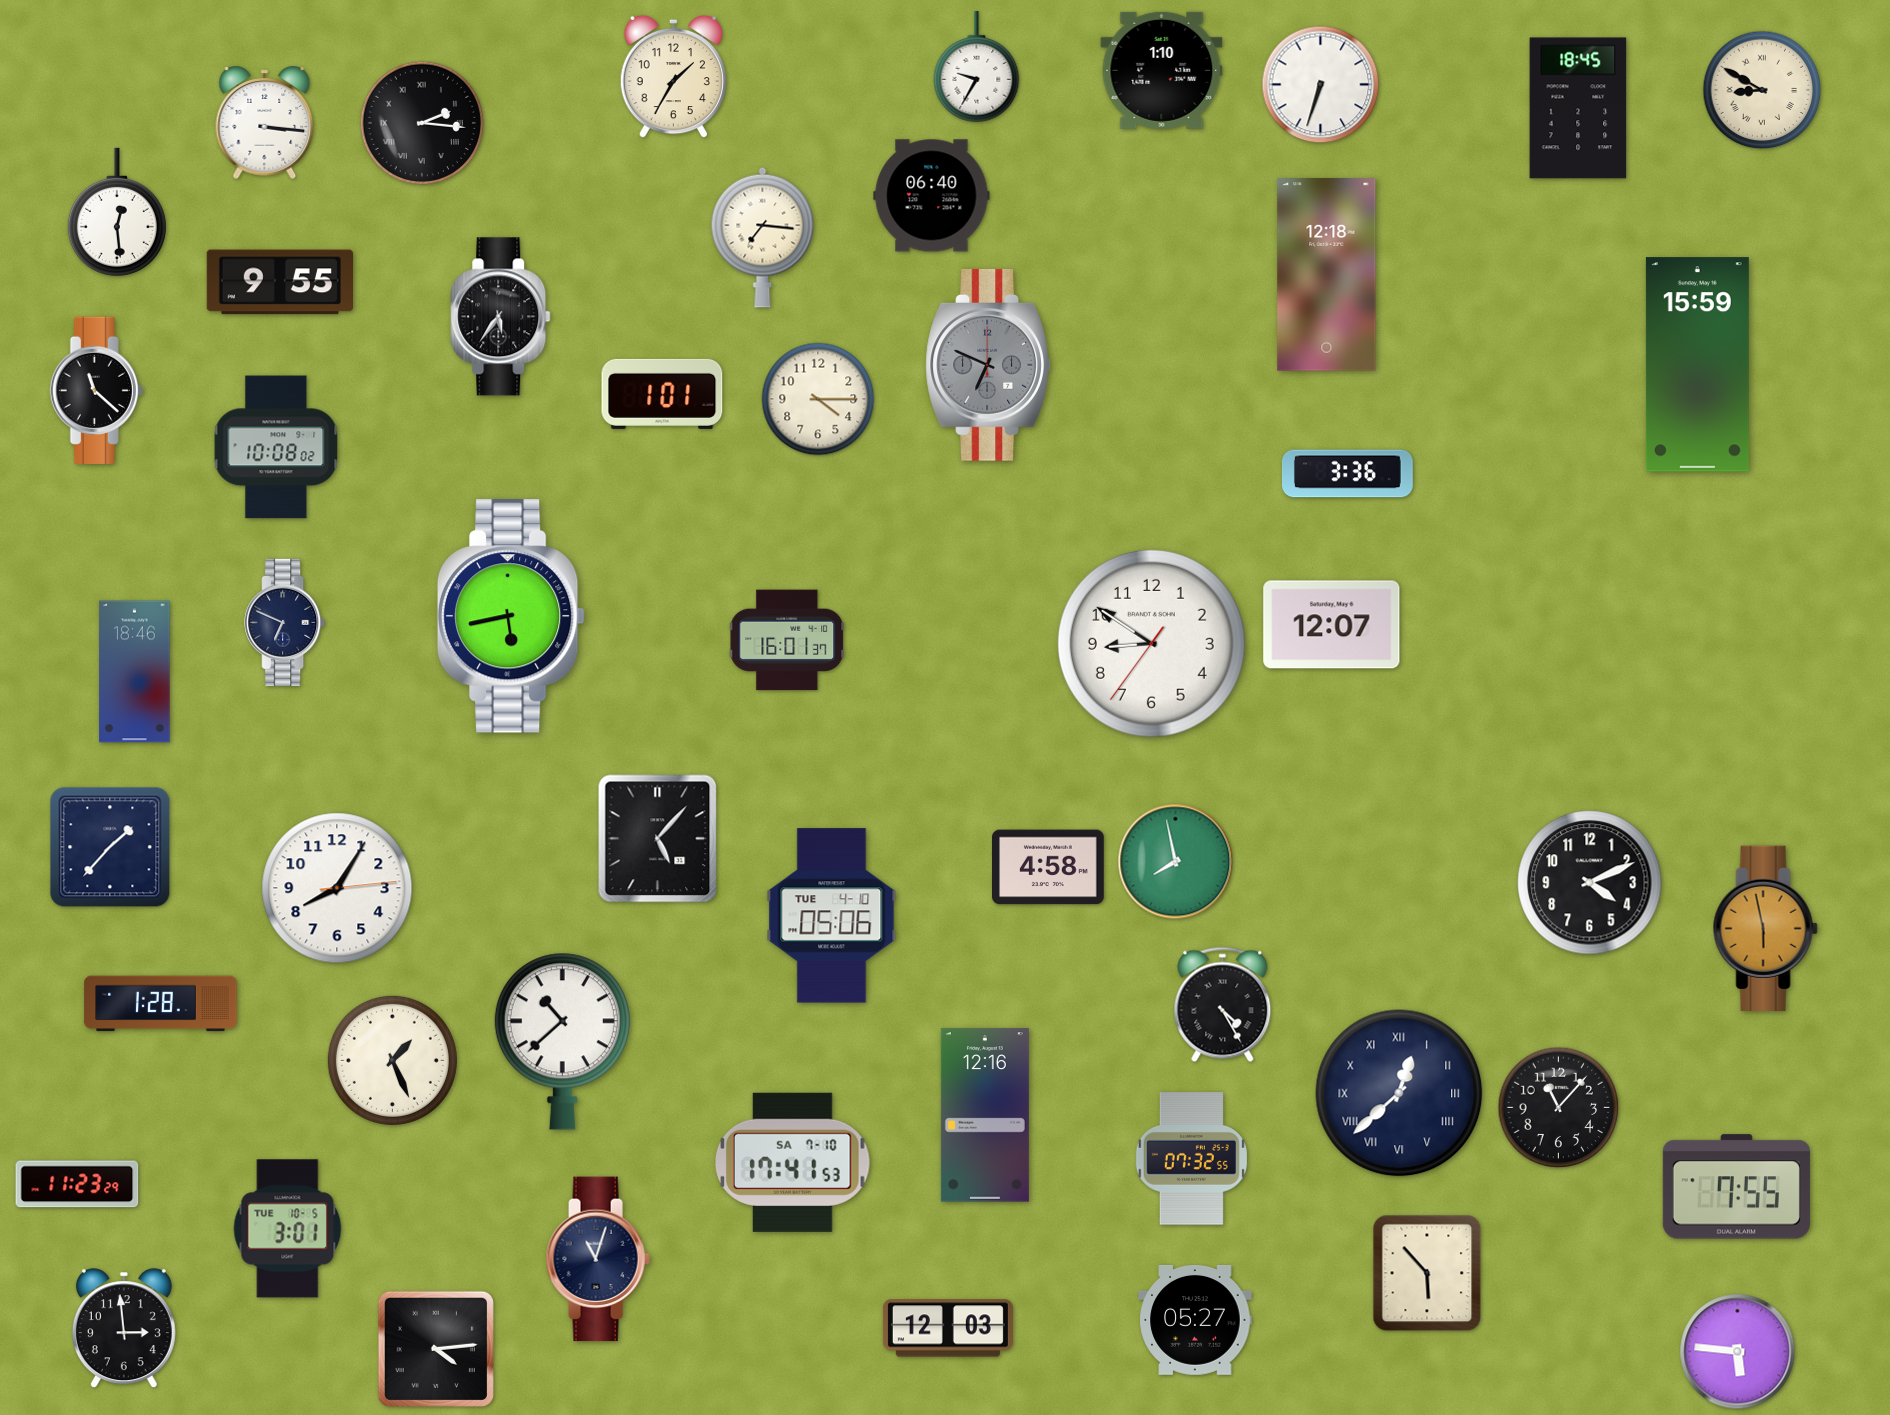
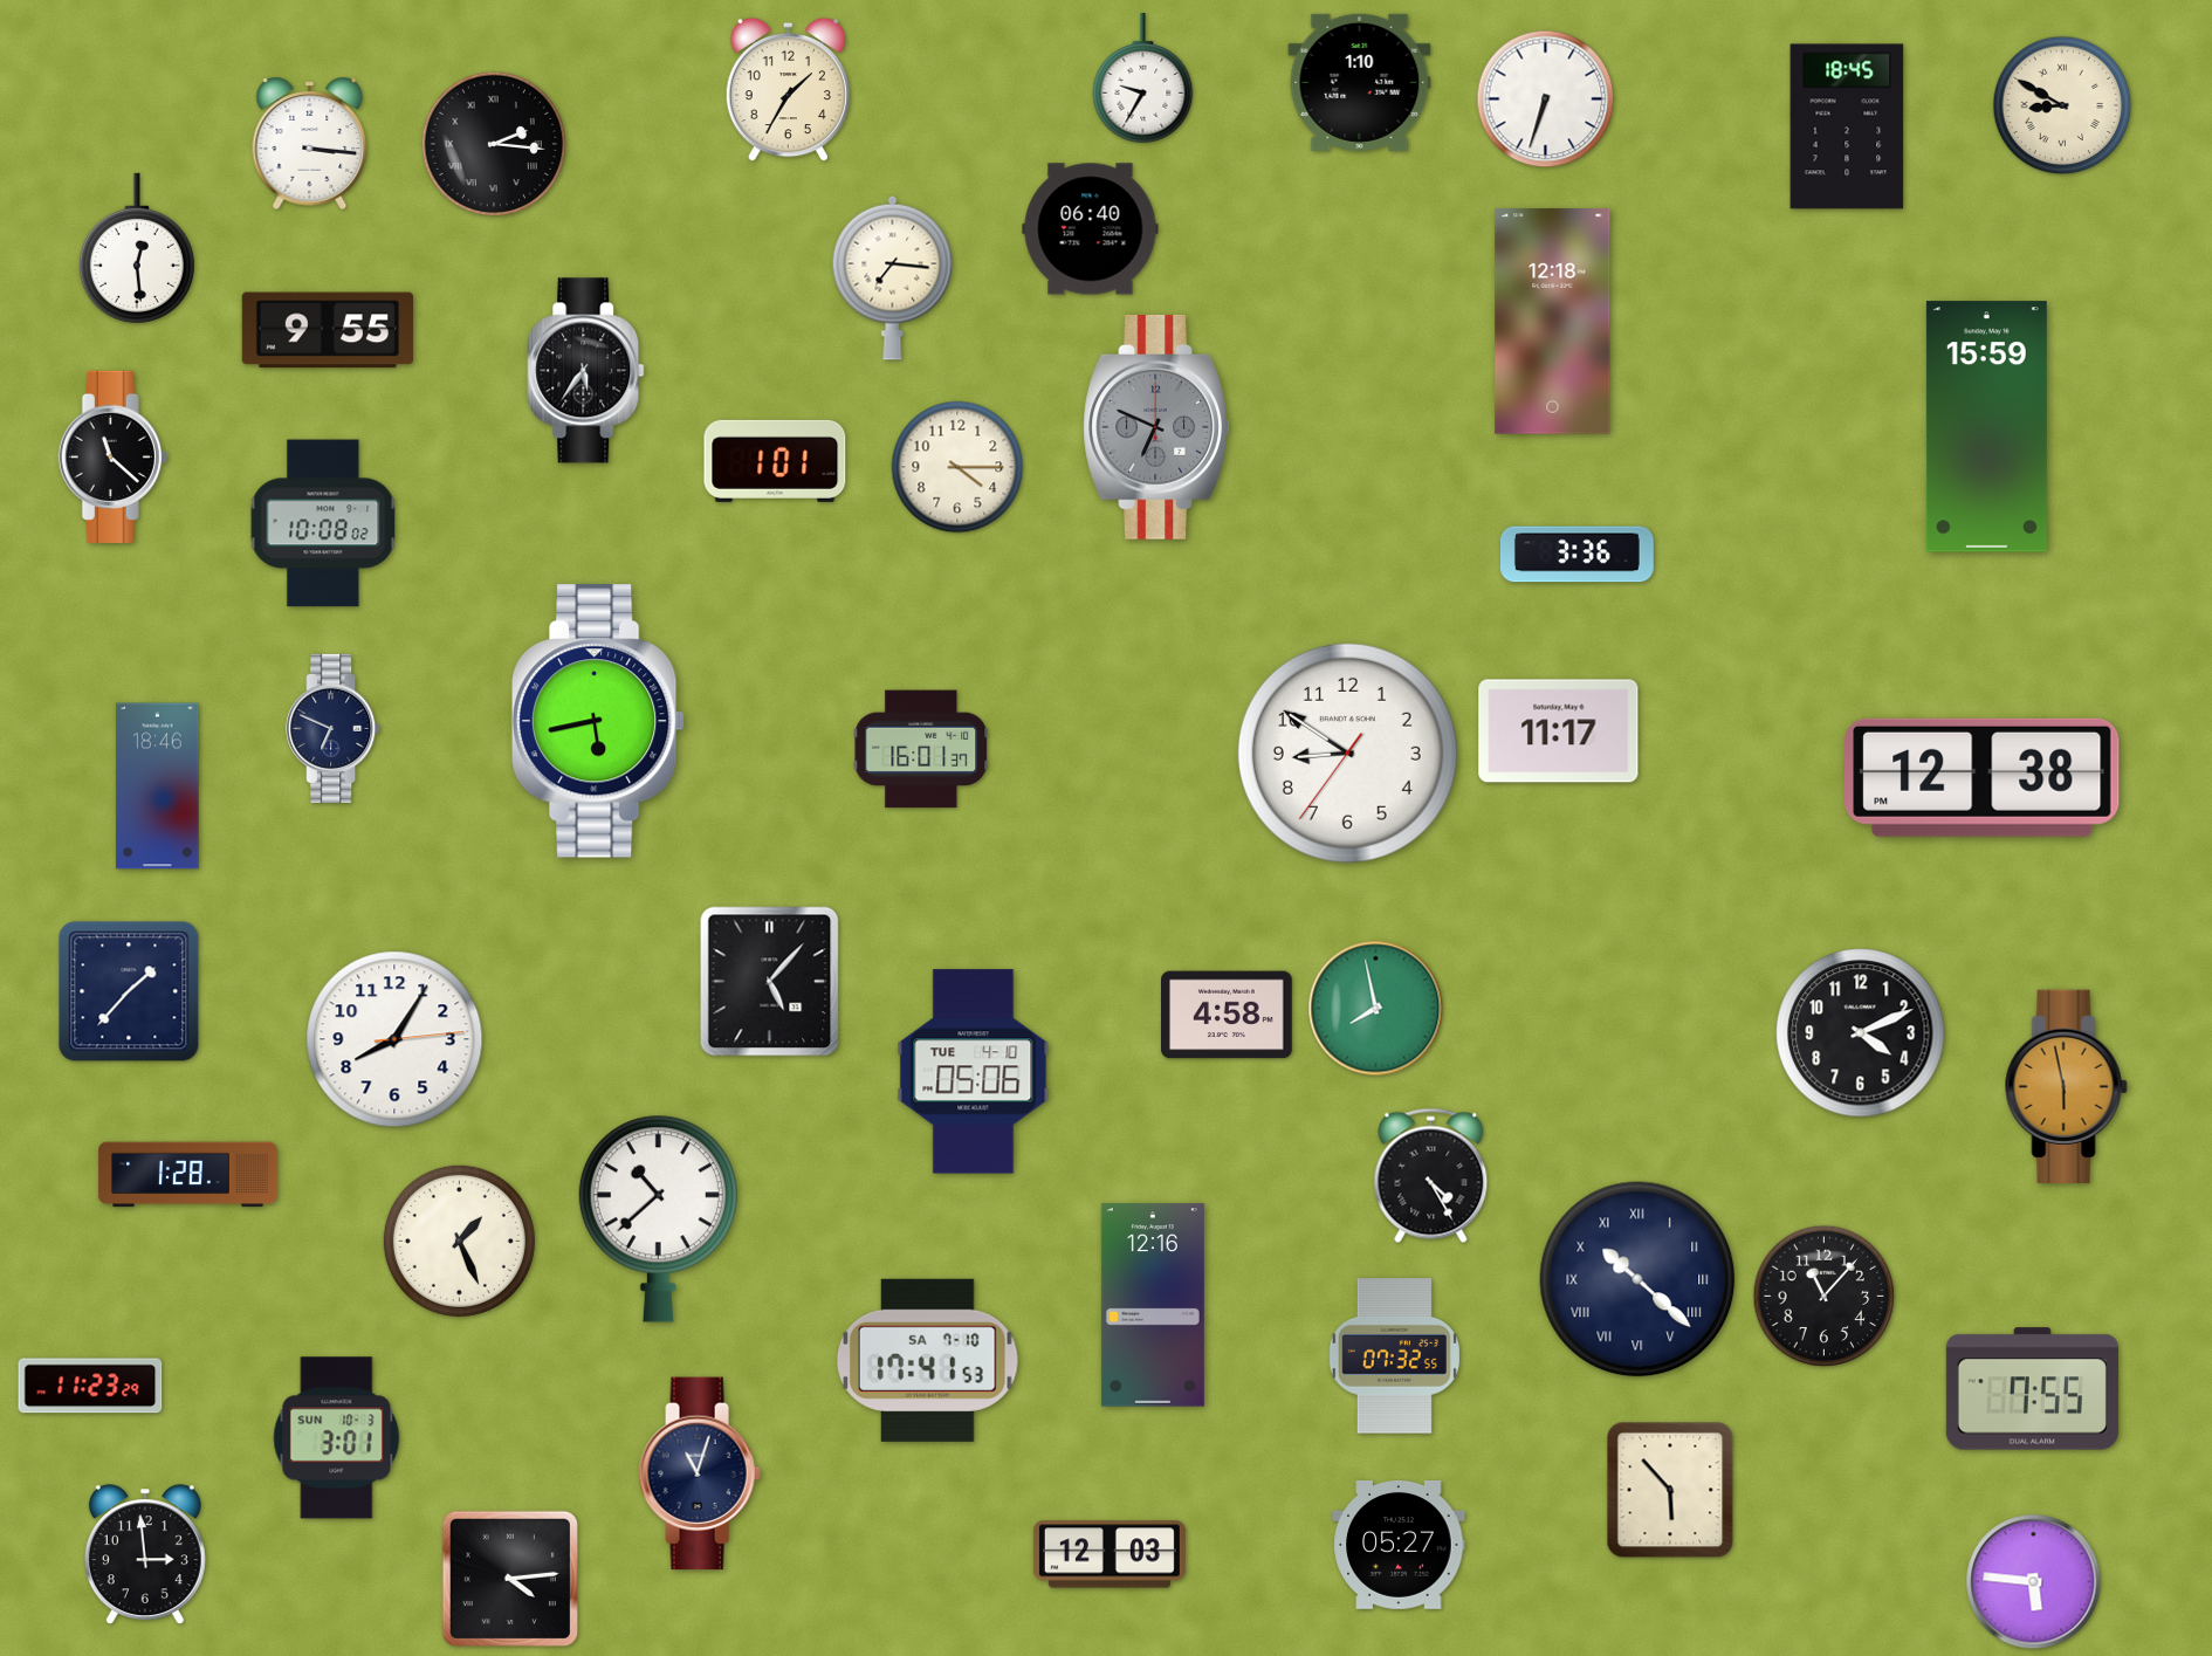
clock at (1332, 625): 12:07 -> 11:17
clock at (1983, 777): none -> 12:38
clock at (1399, 1093): 12:38 -> 10:22
clock at (288, 1229) date: TUE 10-5 -> SUN 10-3
